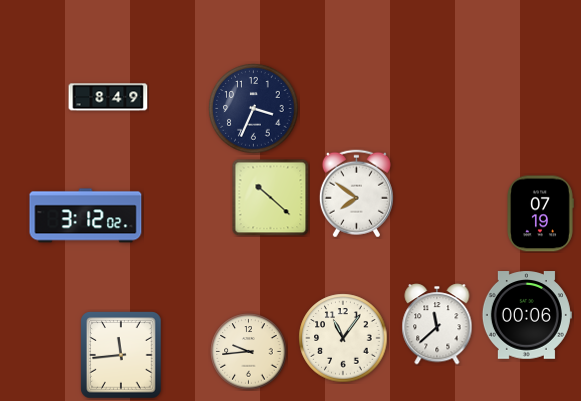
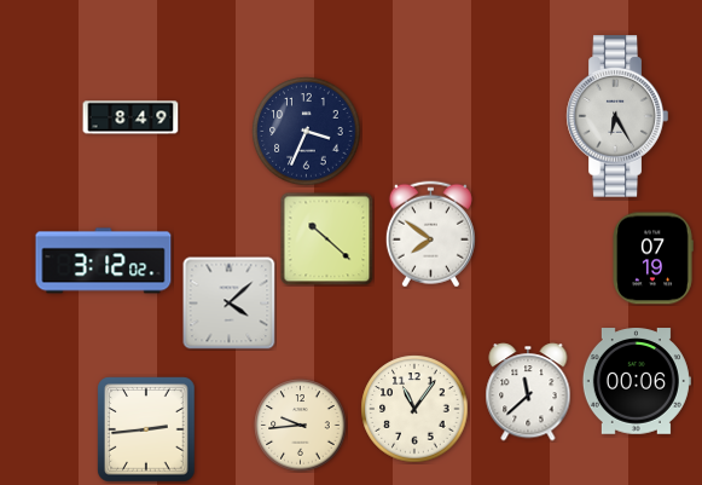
clock at (617, 116): none -> 6:25
clock at (230, 304): none -> 4:08
clock at (121, 355): 11:44 -> 2:44
